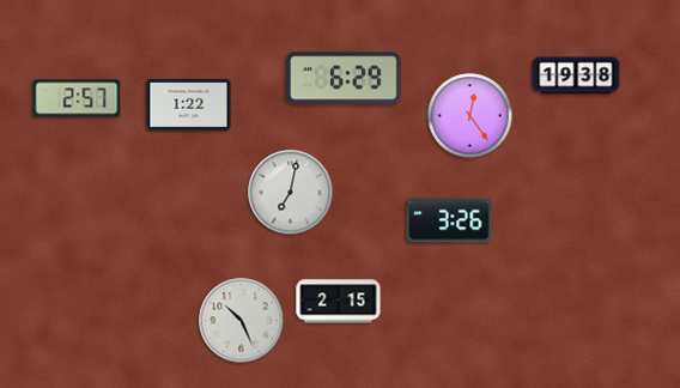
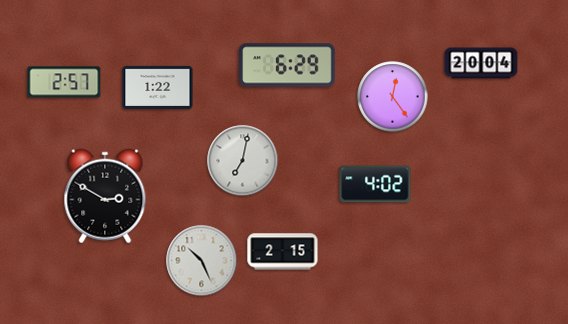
clock at (576, 75): 19:38 -> 20:04
clock at (449, 220): 3:26 -> 4:02
clock at (105, 196): none -> 2:50
clock at (242, 321) position: (242, 321) -> (202, 261)
